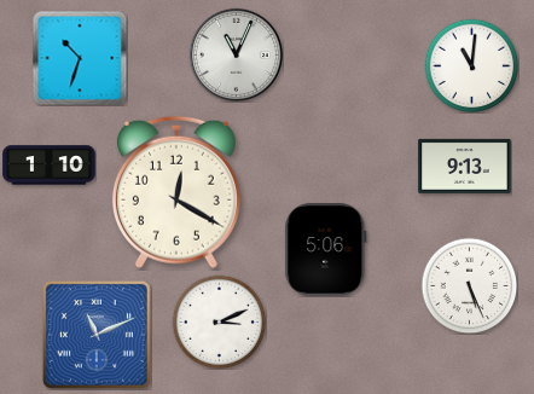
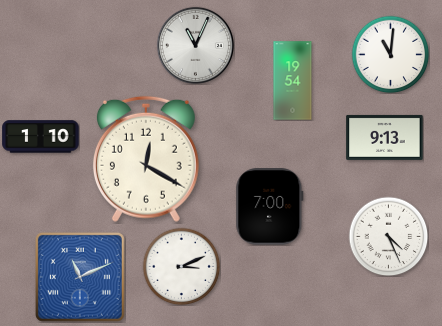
clock at (80, 58): 10:33 -> none
clock at (293, 81): none -> 19:54
clock at (326, 250): 5:06 -> 7:00
clock at (469, 285): 5:26 -> 4:26
